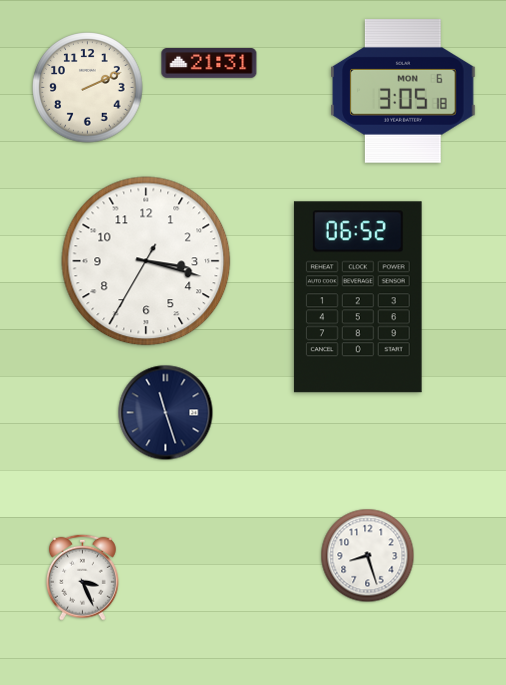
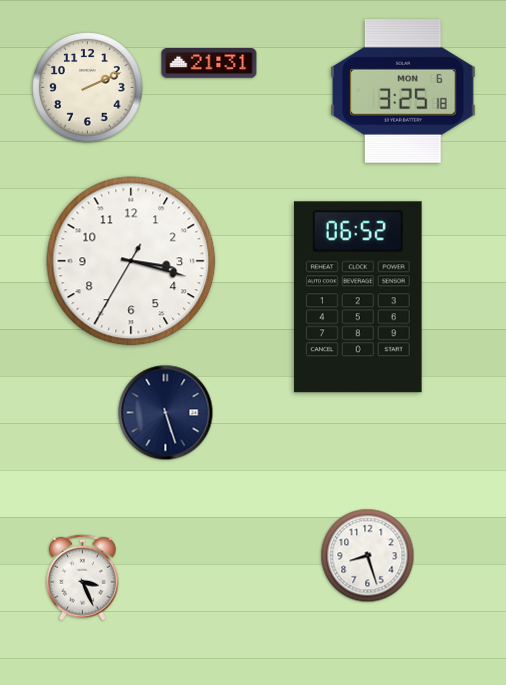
clock at (403, 92): 3:05 -> 3:25
clock at (146, 261) position: (146, 261) -> (131, 261)
clock at (166, 413): 11:27 -> 5:27
